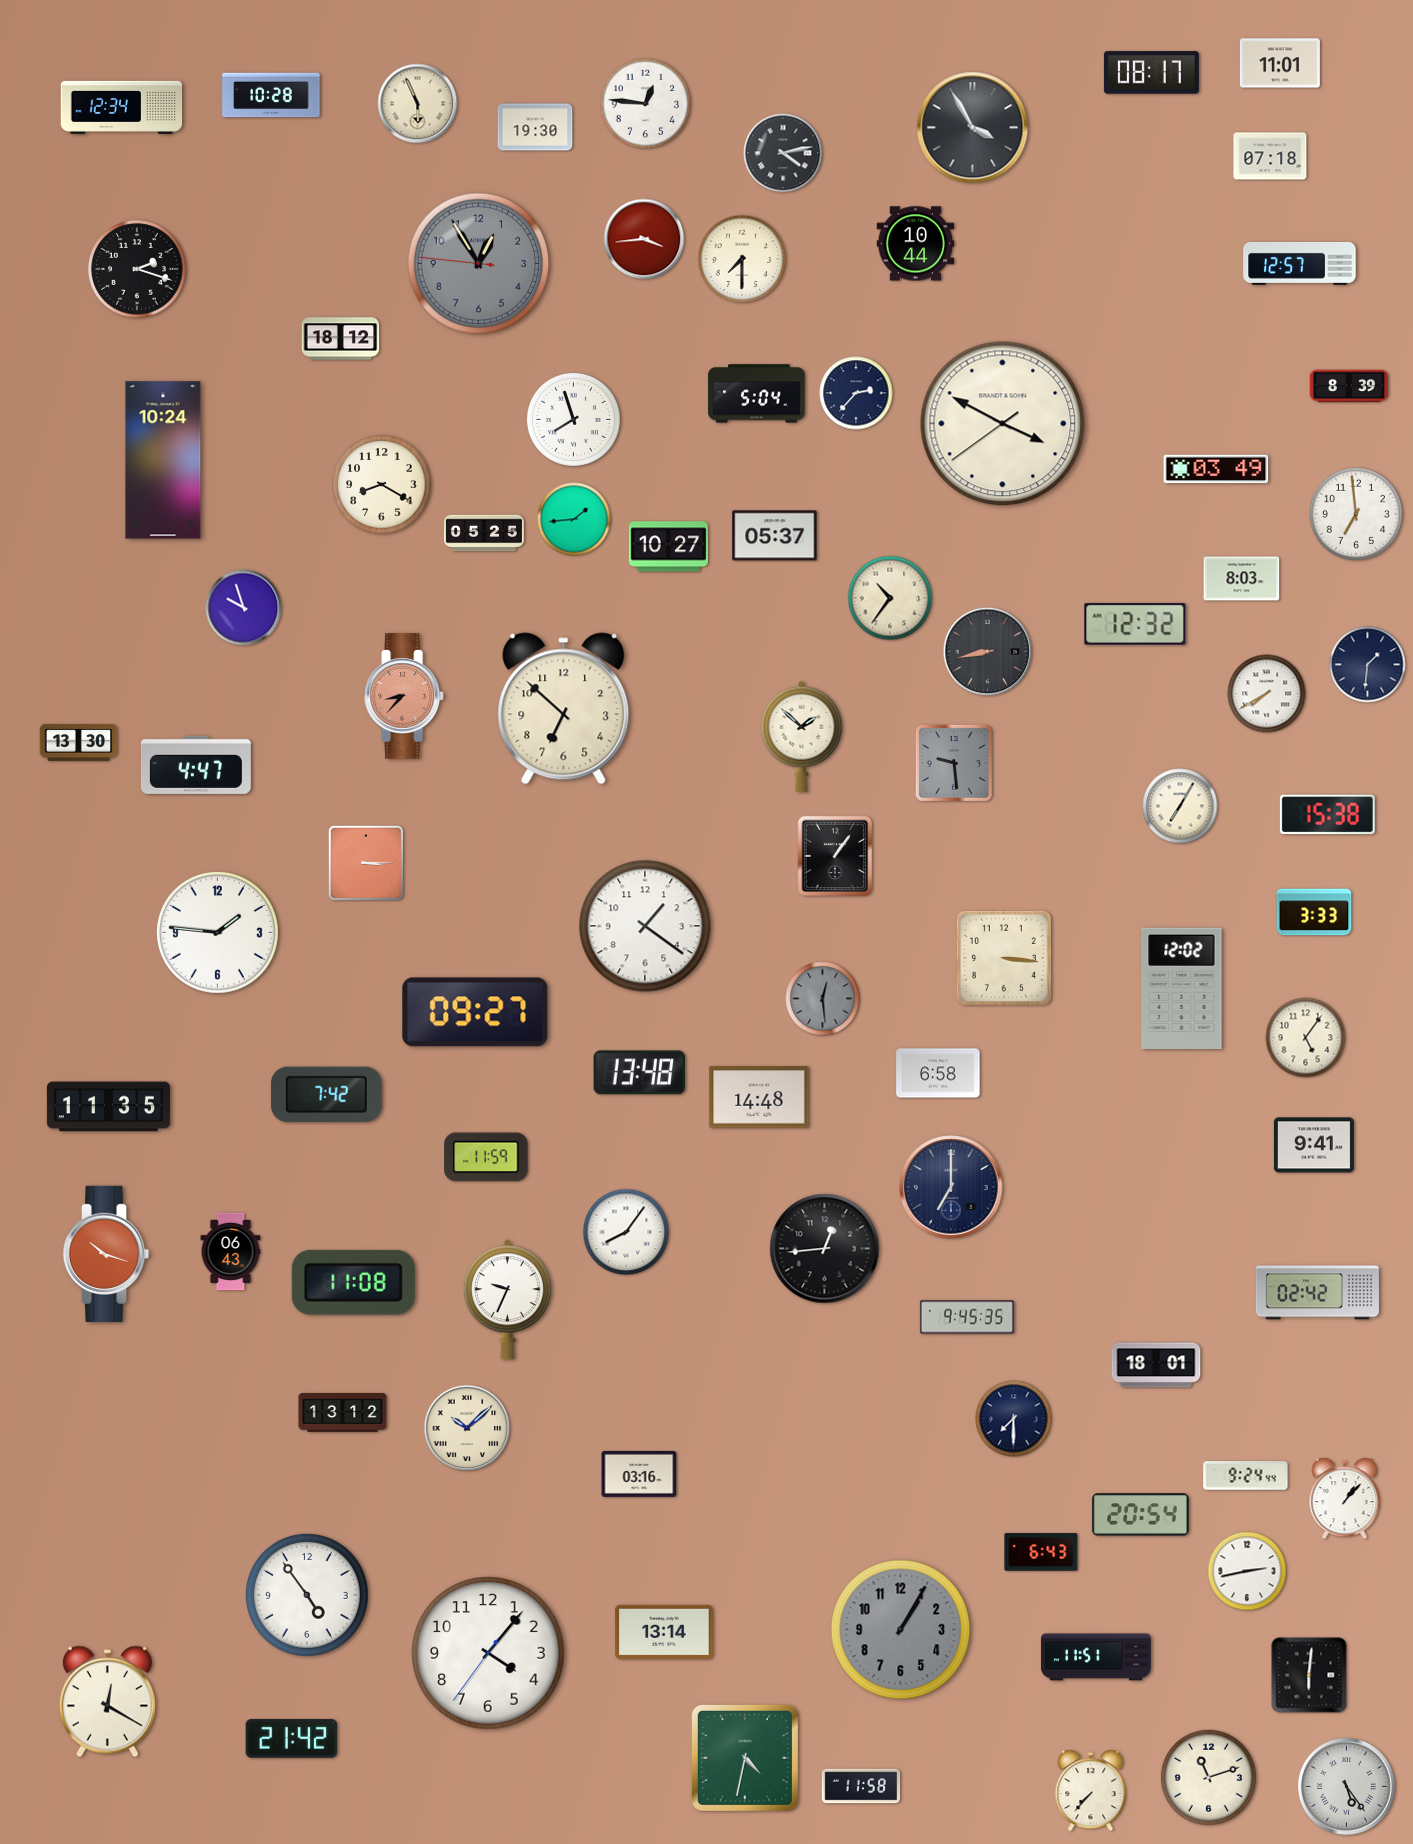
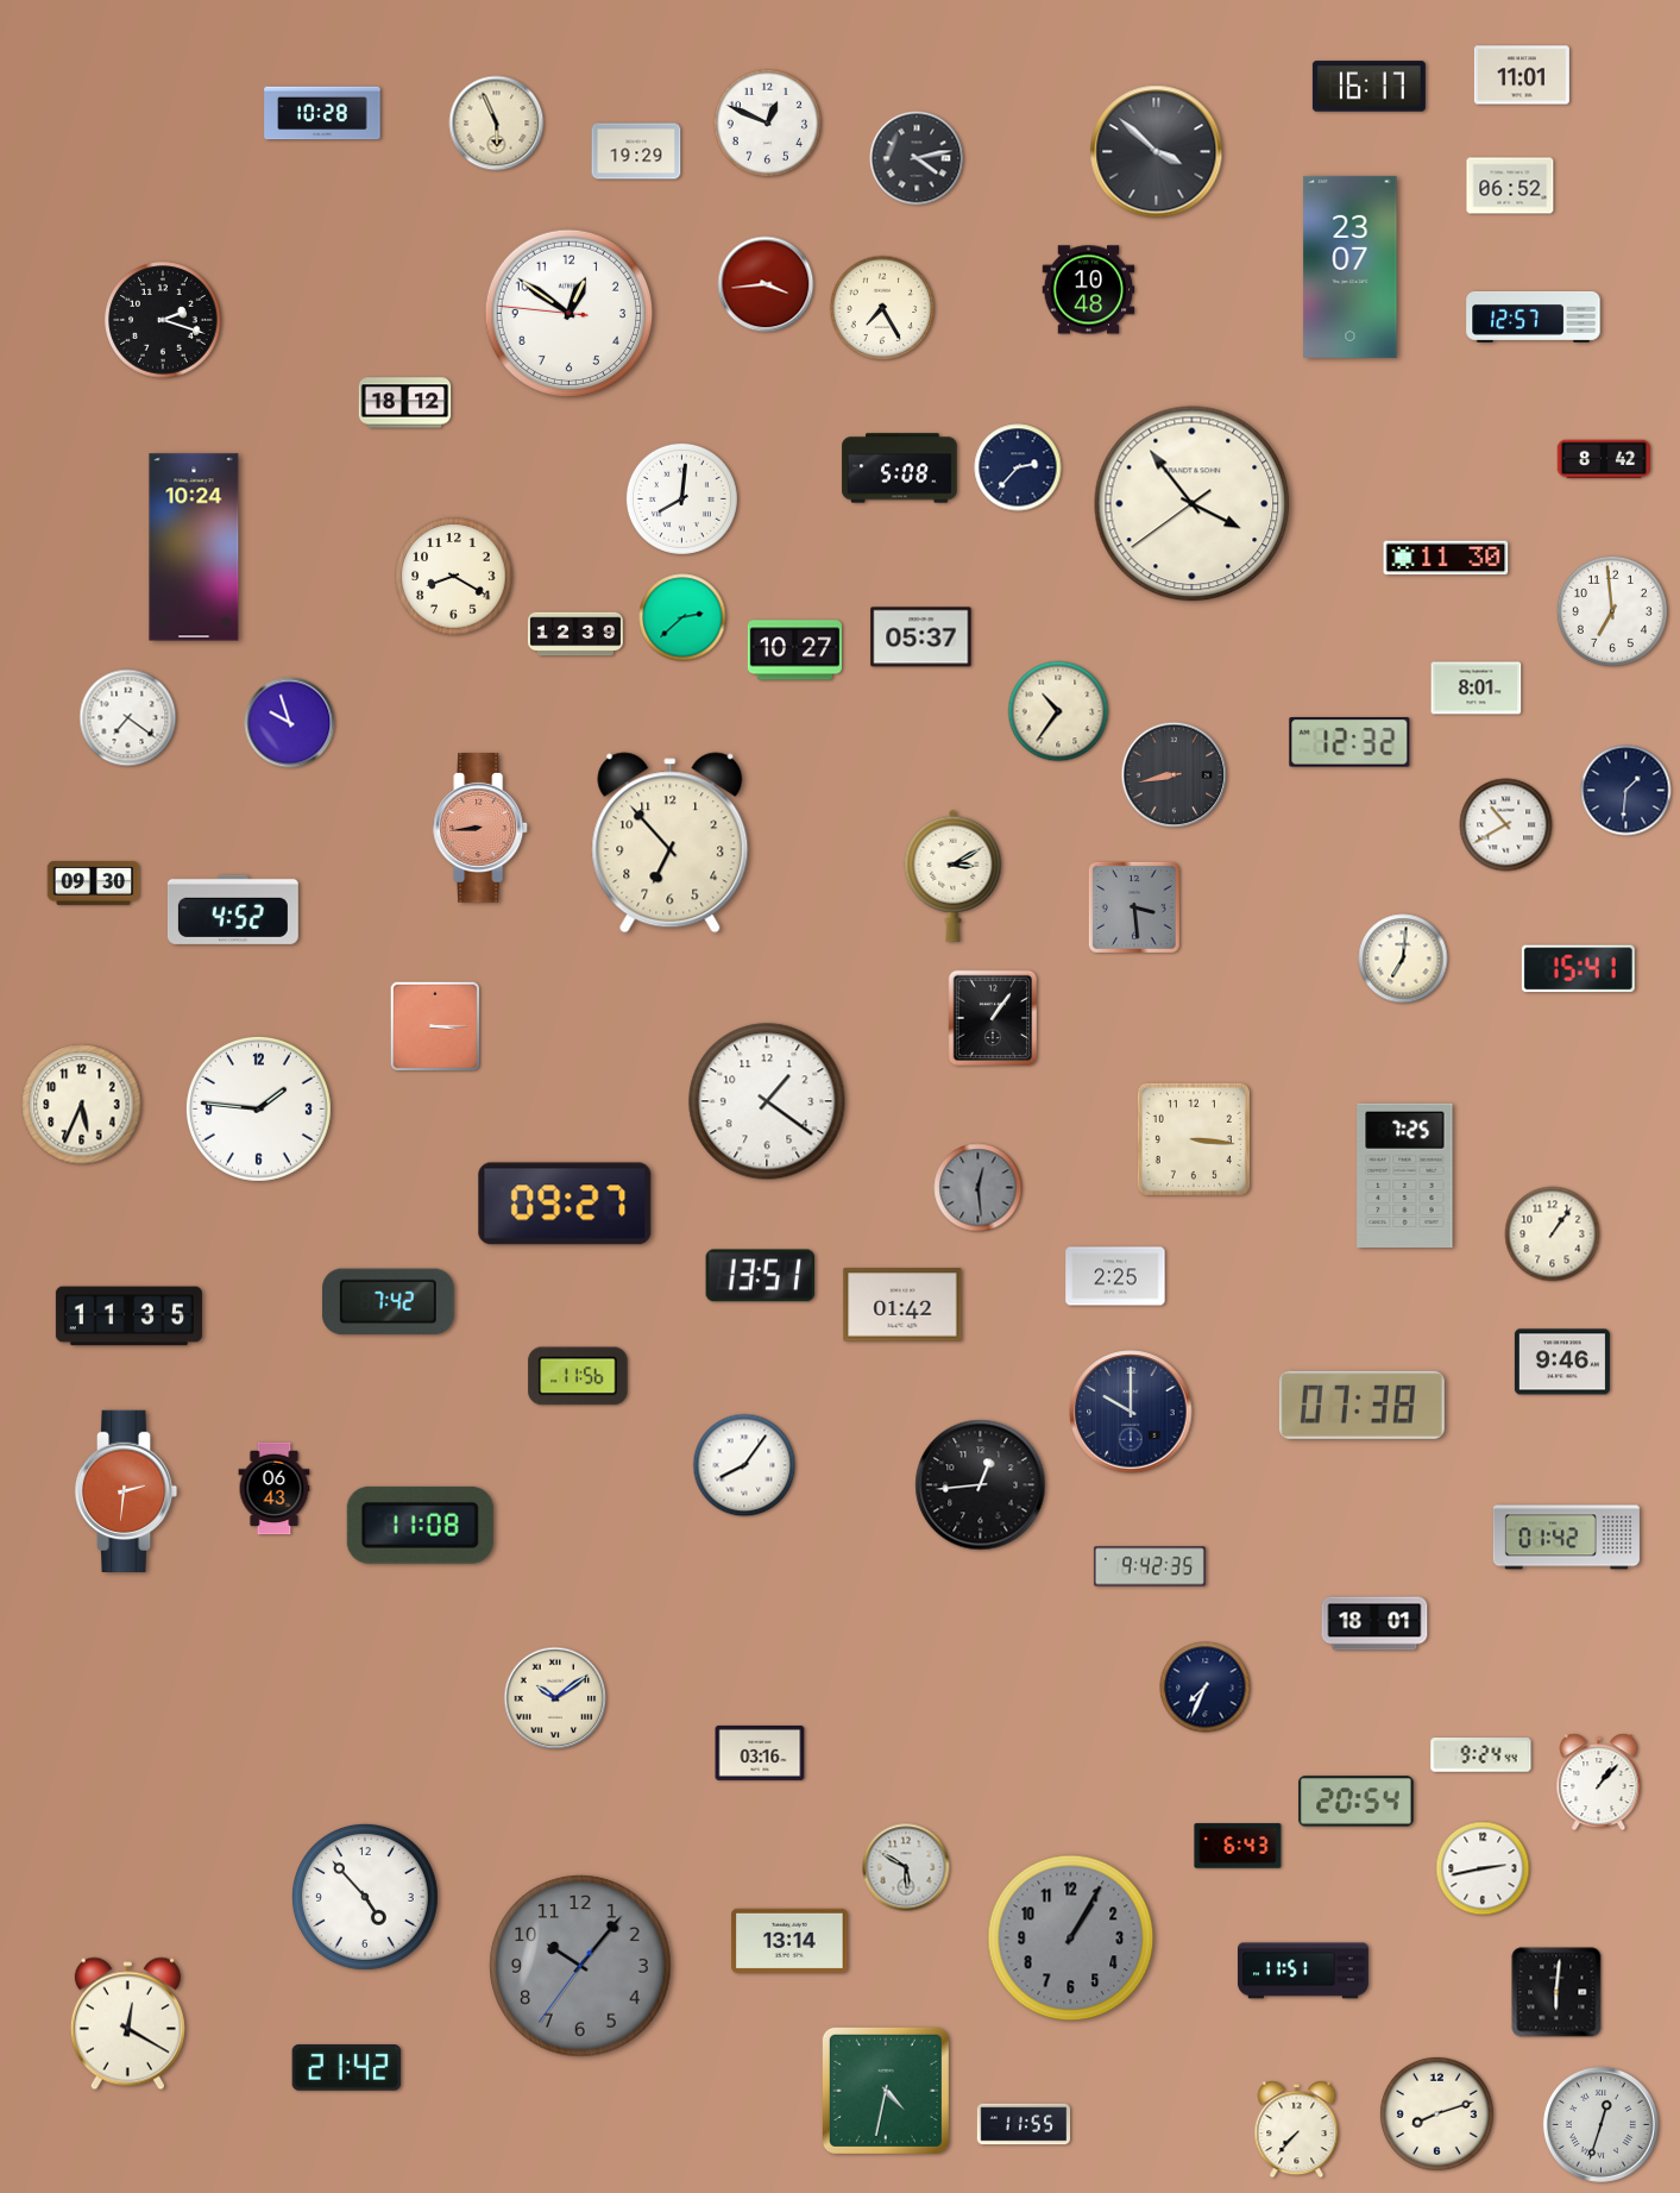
clock at (1151, 73): 08:17 -> 16:17
clock at (646, 104): 12:46 -> 12:49
clock at (122, 107): 12:34 -> none
clock at (535, 127): 19:30 -> 19:29
clock at (973, 128): 3:55 -> 3:52
clock at (783, 153) position: (783, 153) -> (917, 158)
clock at (1270, 156): 07:18 -> 06:52
clock at (1351, 266): none -> 23:07
clock at (916, 244): 10:44 -> 10:48
clock at (742, 259): 7:30 -> 7:25
clock at (479, 264): 12:54 -> 12:50
clock at (479, 264) dial: grey -> white
clock at (1300, 264) position: (1300, 264) -> (1534, 318)
clock at (1349, 386): 8:39 -> 8:42
clock at (757, 394): 5:04 -> 5:08
clock at (573, 419): 7:57 -> 8:01
clock at (1003, 424): 3:49 -> 3:53
clock at (1216, 469): 03:49 -> 11:30
clock at (574, 519): 1:44 -> 2:38
clock at (484, 533): 05:25 -> 12:39
clock at (1242, 579): 8:03 -> 8:01
clock at (128, 718): none -> 7:21
clock at (1267, 694): 7:40 -> 10:40
clock at (405, 696): 8:37 -> 8:44
clock at (564, 709): 6:52 -> 6:53
clock at (802, 736): 1:52 -> 3:10
clock at (79, 742): 13:30 -> 09:30
clock at (954, 763): 9:29 -> 3:29
clock at (196, 765): 4:47 -> 4:52
clock at (1180, 806): 7:05 -> 7:01
clock at (1327, 815): 15:38 -> 15:41
clock at (1314, 912): 3:33 -> none
clock at (82, 1105): none -> 5:34
clock at (1182, 988): 12:02 -> 7:25
clock at (1306, 1038): 5:06 -> 1:06
clock at (640, 1073): 13:48 -> 13:51
clock at (938, 1073): 6:58 -> 2:25
clock at (759, 1097): 14:48 -> 01:42
clock at (1314, 1145): 9:41 -> 9:46
clock at (486, 1157): 11:59 -> 11:56
clock at (1361, 1405): none -> 07:38
clock at (951, 1187): 7:00 -> 10:00
clock at (106, 1253): 10:18 -> 2:31
clock at (1317, 1293): 02:42 -> 01:42
clock at (507, 1300): 9:34 -> none
clock at (967, 1317): 9:45 -> 9:42
clock at (343, 1412): 13:12 -> none
clock at (1014, 1419): 7:30 -> 7:34
clock at (467, 1428): 10:08 -> 10:09
clock at (906, 1867): none -> 5:50
clock at (307, 1595): 4:54 -> 4:53
clock at (488, 1653): 4:06 -> 10:06
clock at (488, 1653) dial: white -> grey
clock at (1208, 1777): 11:12 -> 8:12
clock at (861, 1786): 11:58 -> 11:55
clock at (1346, 1786): 5:24 -> 12:33
